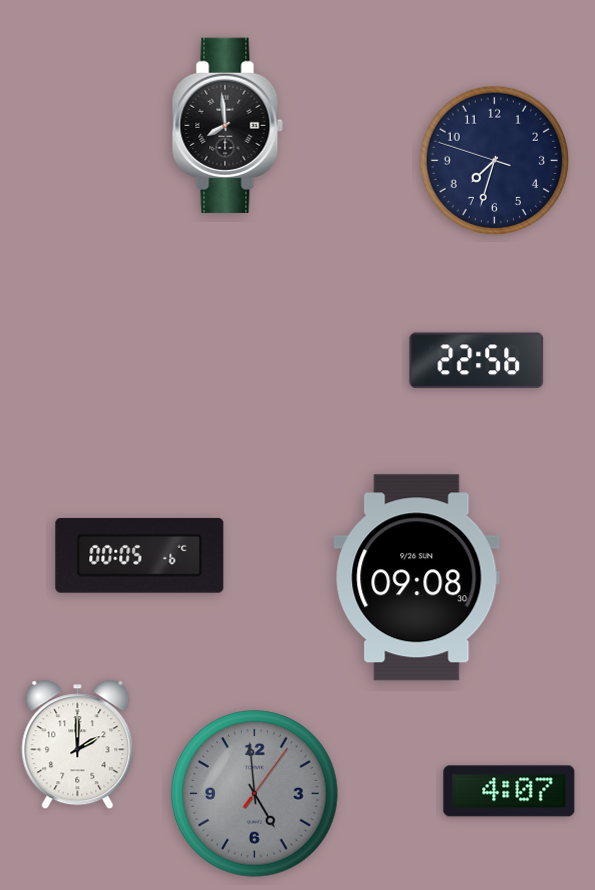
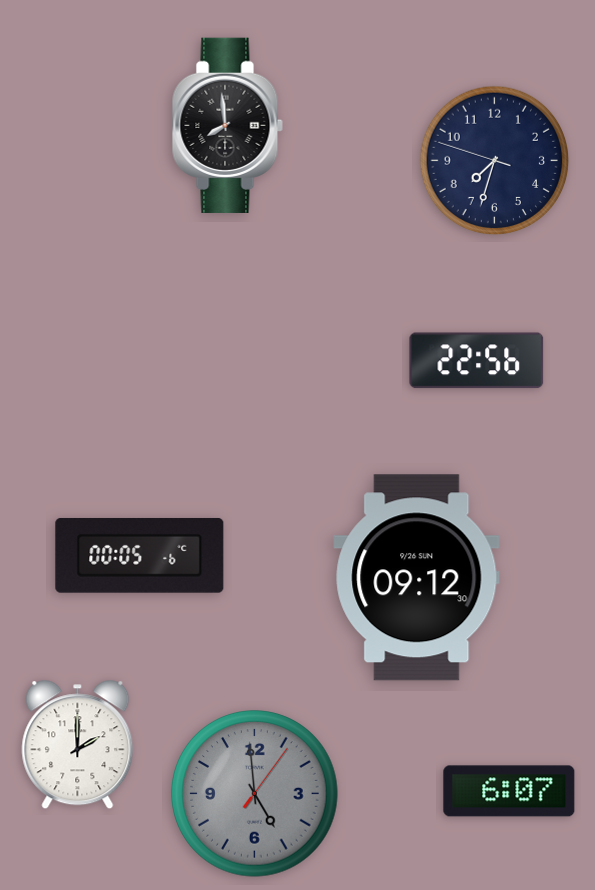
clock at (417, 578): 09:08 -> 09:12
clock at (509, 791): 4:07 -> 6:07
